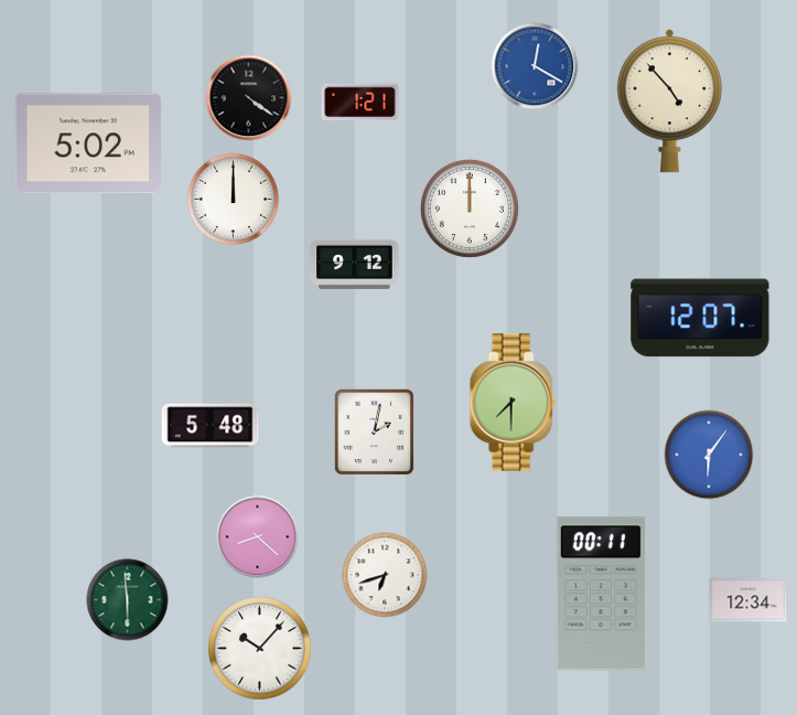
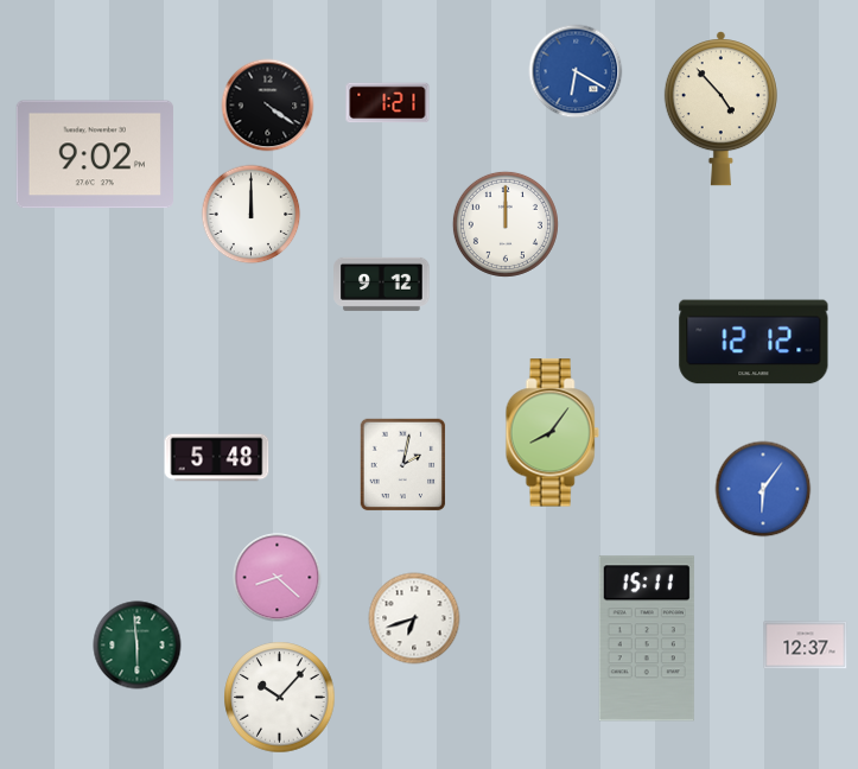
clock at (535, 66): 12:20 -> 6:20
clock at (360, 103) position: (360, 103) -> (388, 103)
clock at (88, 143): 5:02 -> 9:02
clock at (700, 318): 12:07 -> 12:12
clock at (513, 403): 7:30 -> 8:06
clock at (211, 426) position: (211, 426) -> (217, 458)
clock at (601, 594): 00:11 -> 15:11
clock at (748, 600): 12:34 -> 12:37
